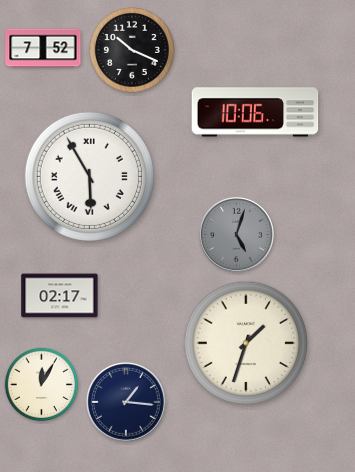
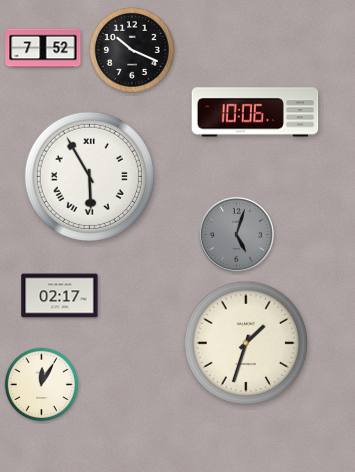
clock at (127, 403): 1:16 -> none
